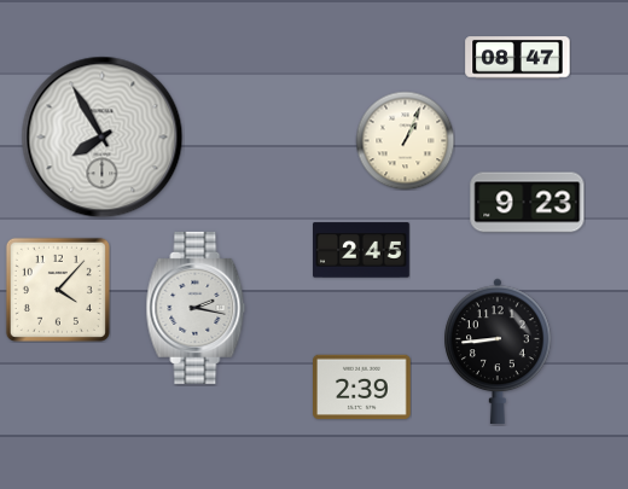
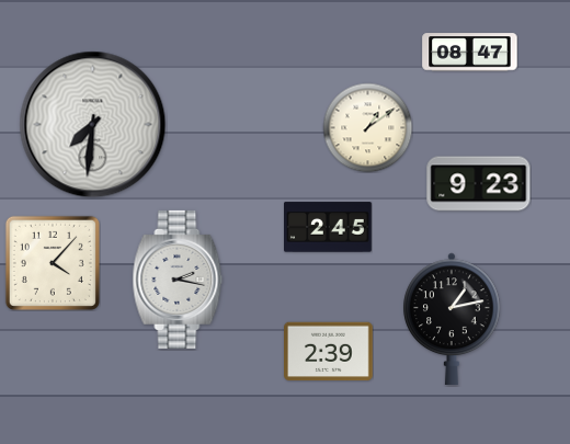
clock at (103, 138): 7:55 -> 7:31
clock at (405, 140): 1:04 -> 1:09
clock at (498, 351): 8:44 -> 1:13
